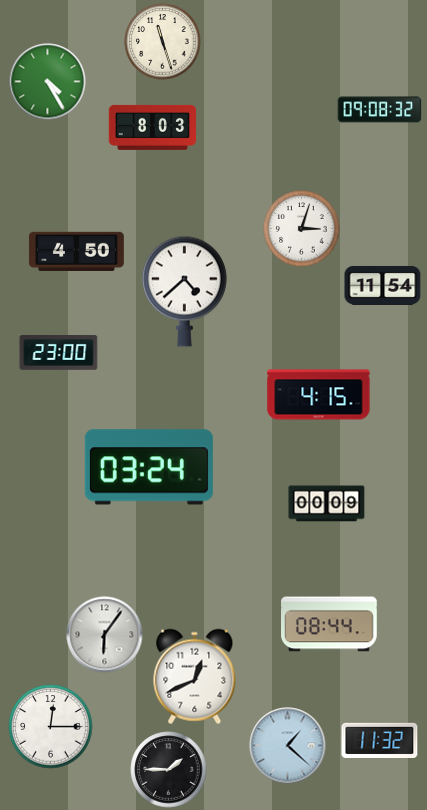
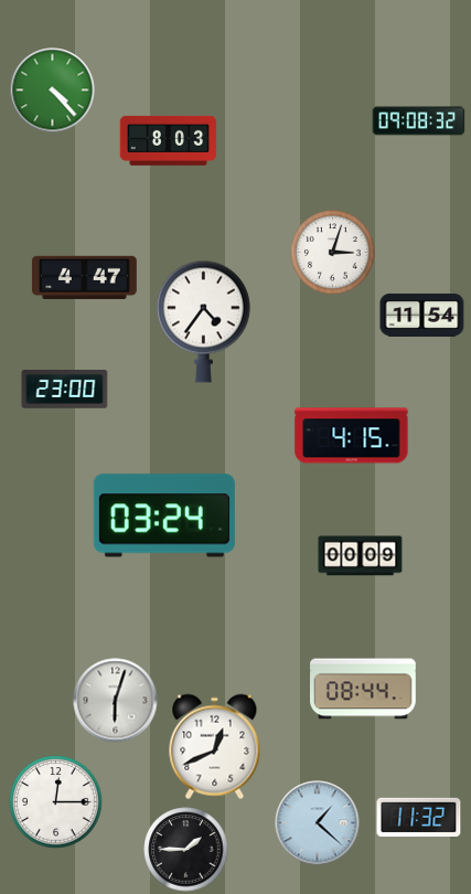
clock at (163, 42): 11:27 -> none
clock at (48, 82): 4:25 -> 4:23
clock at (76, 251): 4:50 -> 4:47
clock at (184, 291): 4:38 -> 4:36
clock at (105, 635): 6:06 -> 6:03
